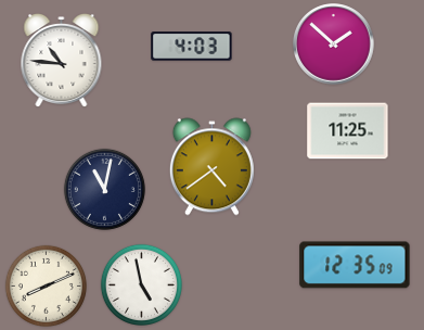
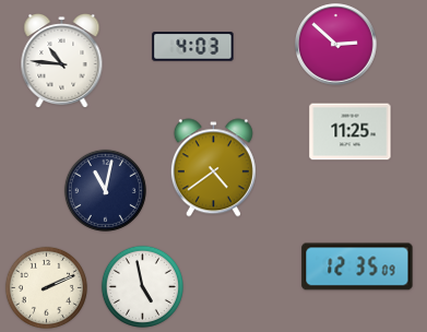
clock at (334, 45): 1:52 -> 2:52
clock at (46, 285): 8:11 -> 2:11
